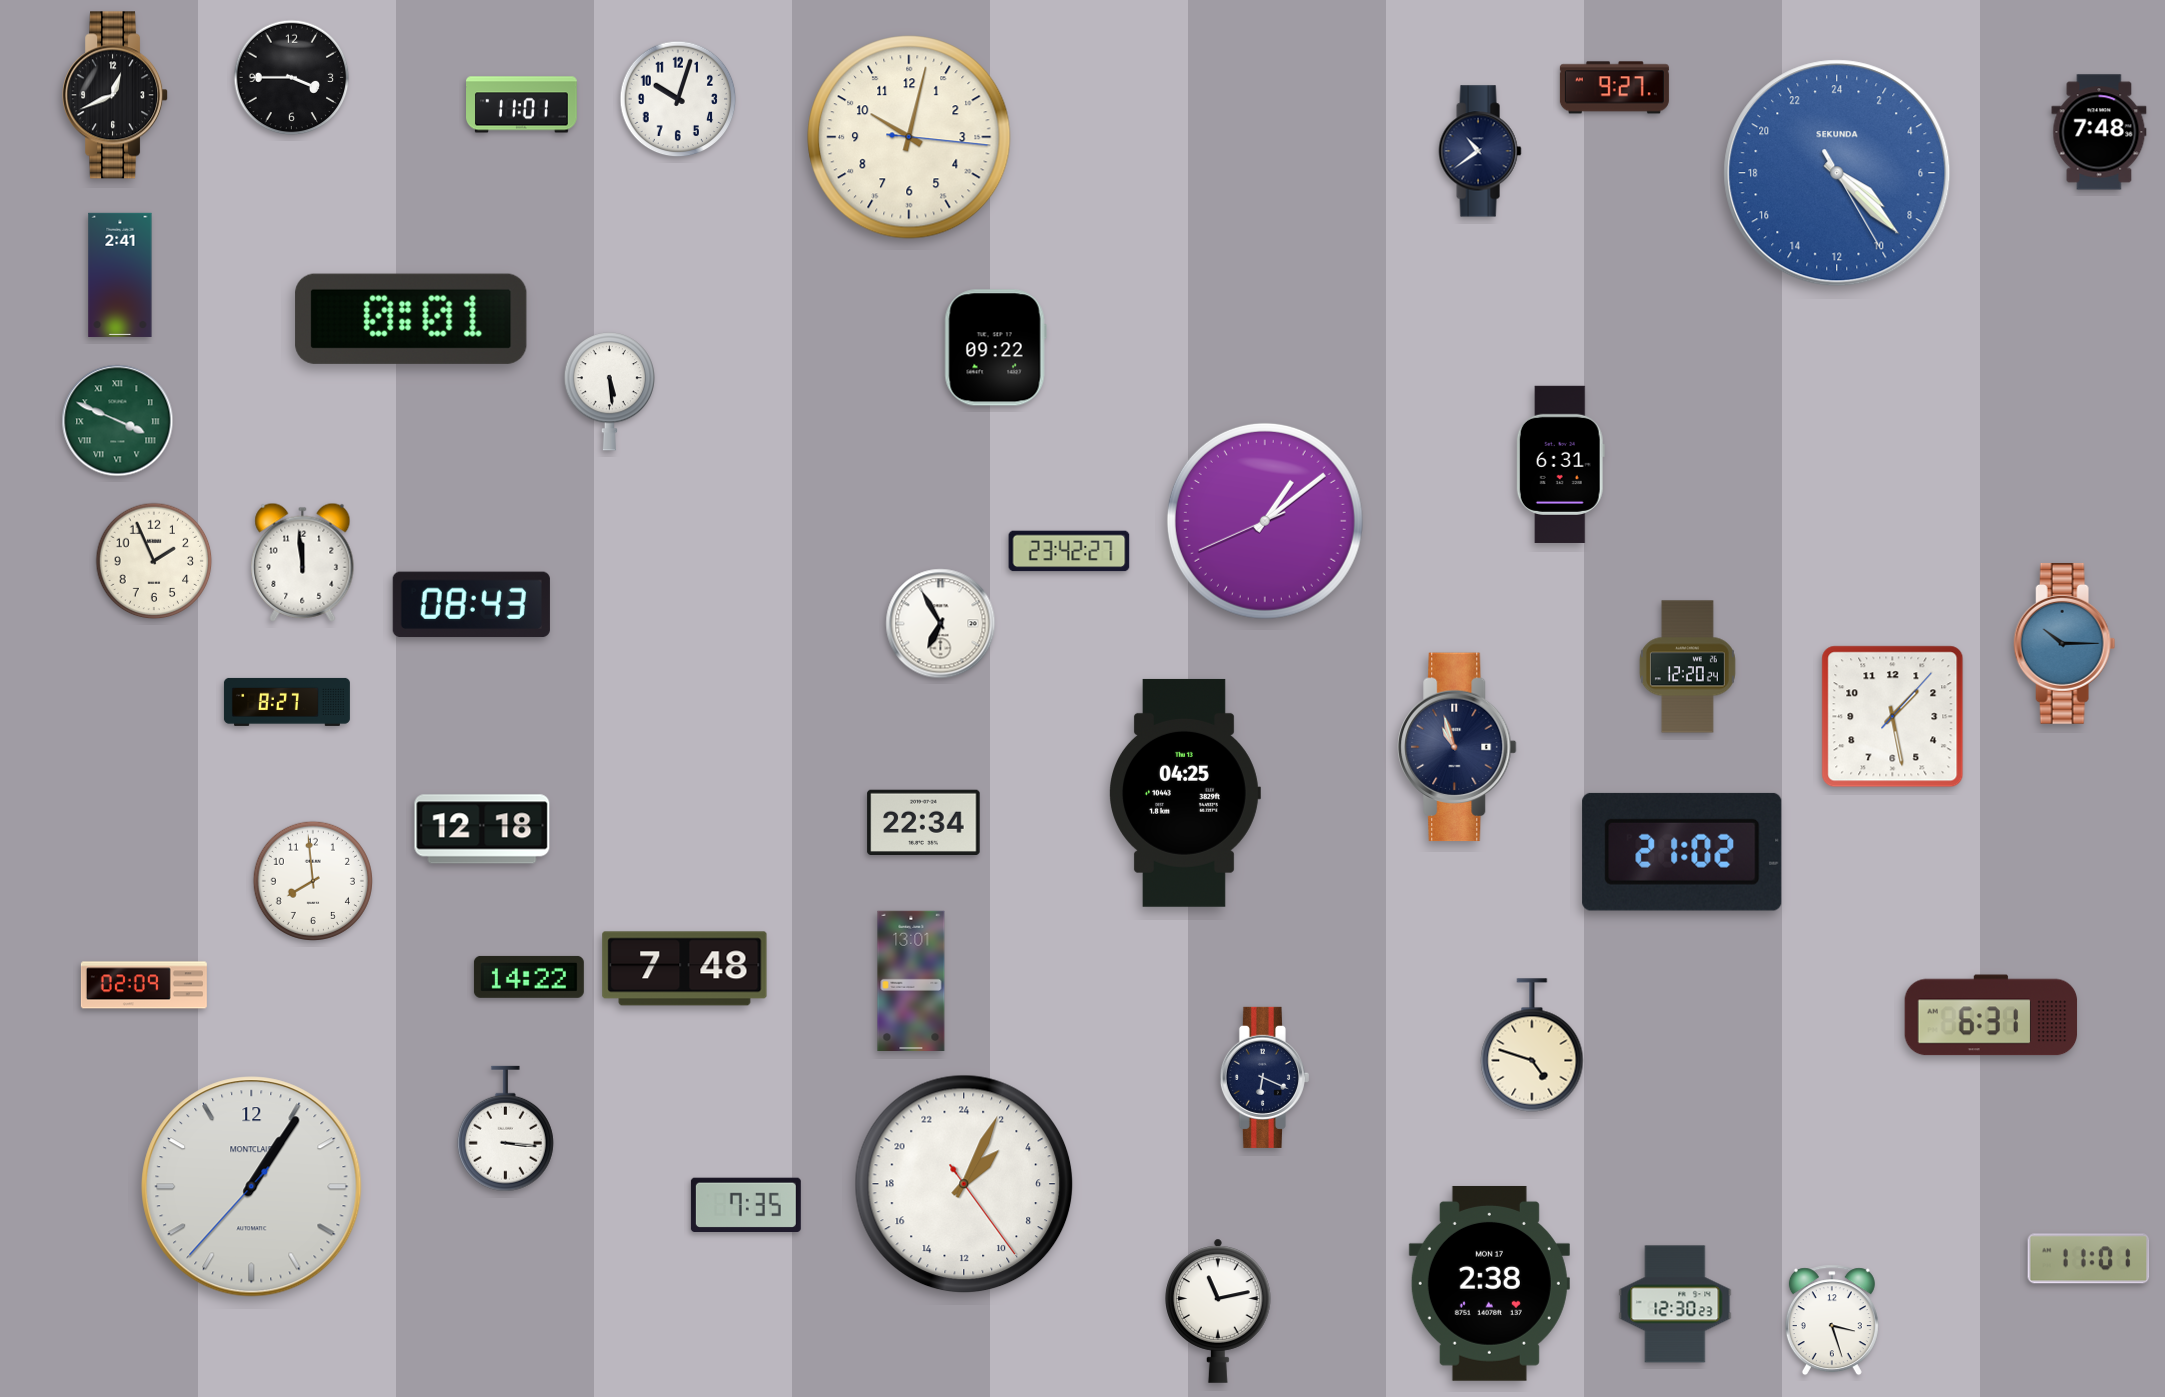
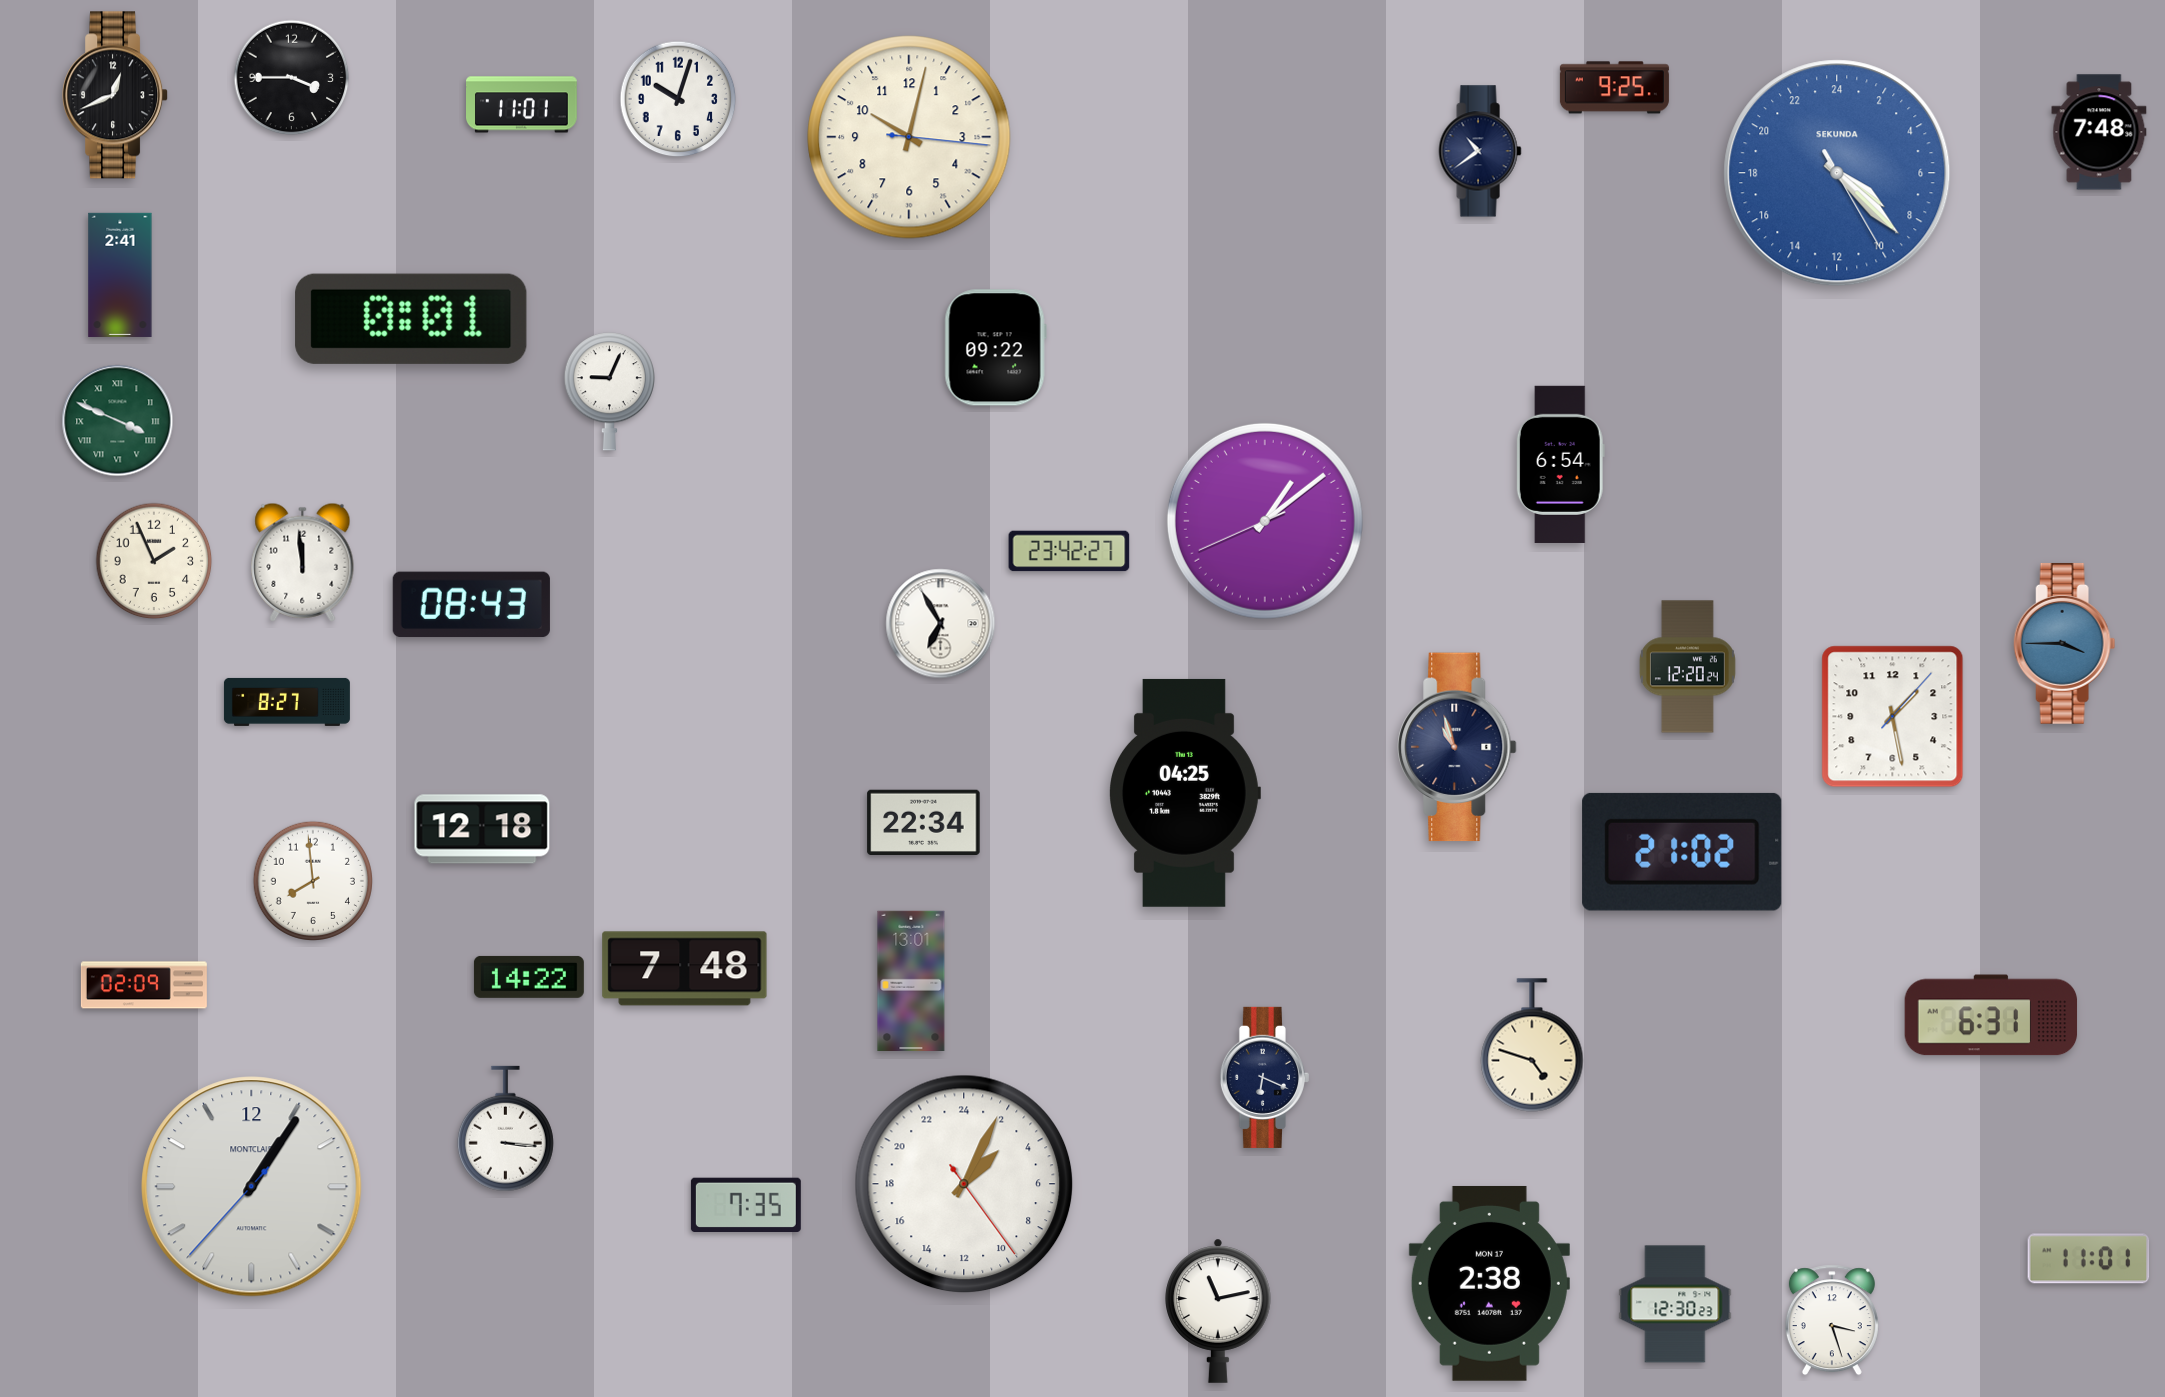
clock at (1614, 88): 9:27 -> 9:25
clock at (609, 392): 5:29 -> 9:04
clock at (1560, 464): 6:31 -> 6:54
clock at (2065, 643): 10:15 -> 3:45
